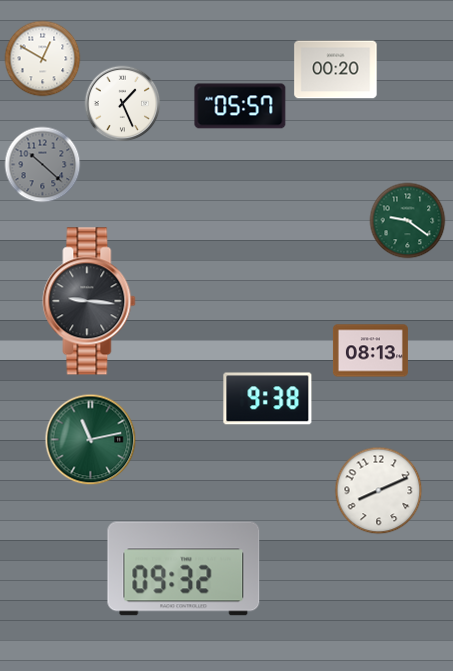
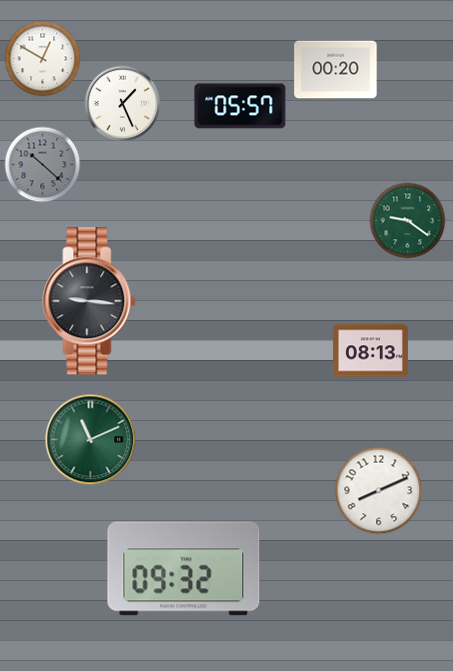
clock at (268, 399): 9:38 -> none
clock at (91, 440): 11:13 -> 11:11
